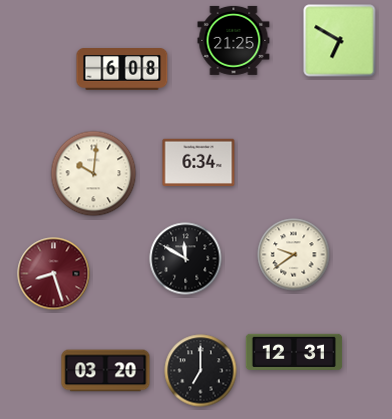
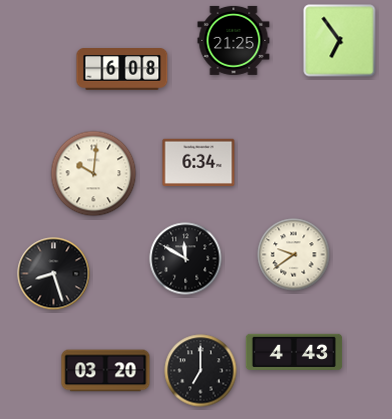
clock at (340, 41): 6:50 -> 6:54
clock at (54, 274) dial: burgundy -> black
clock at (294, 351): 12:31 -> 4:43
